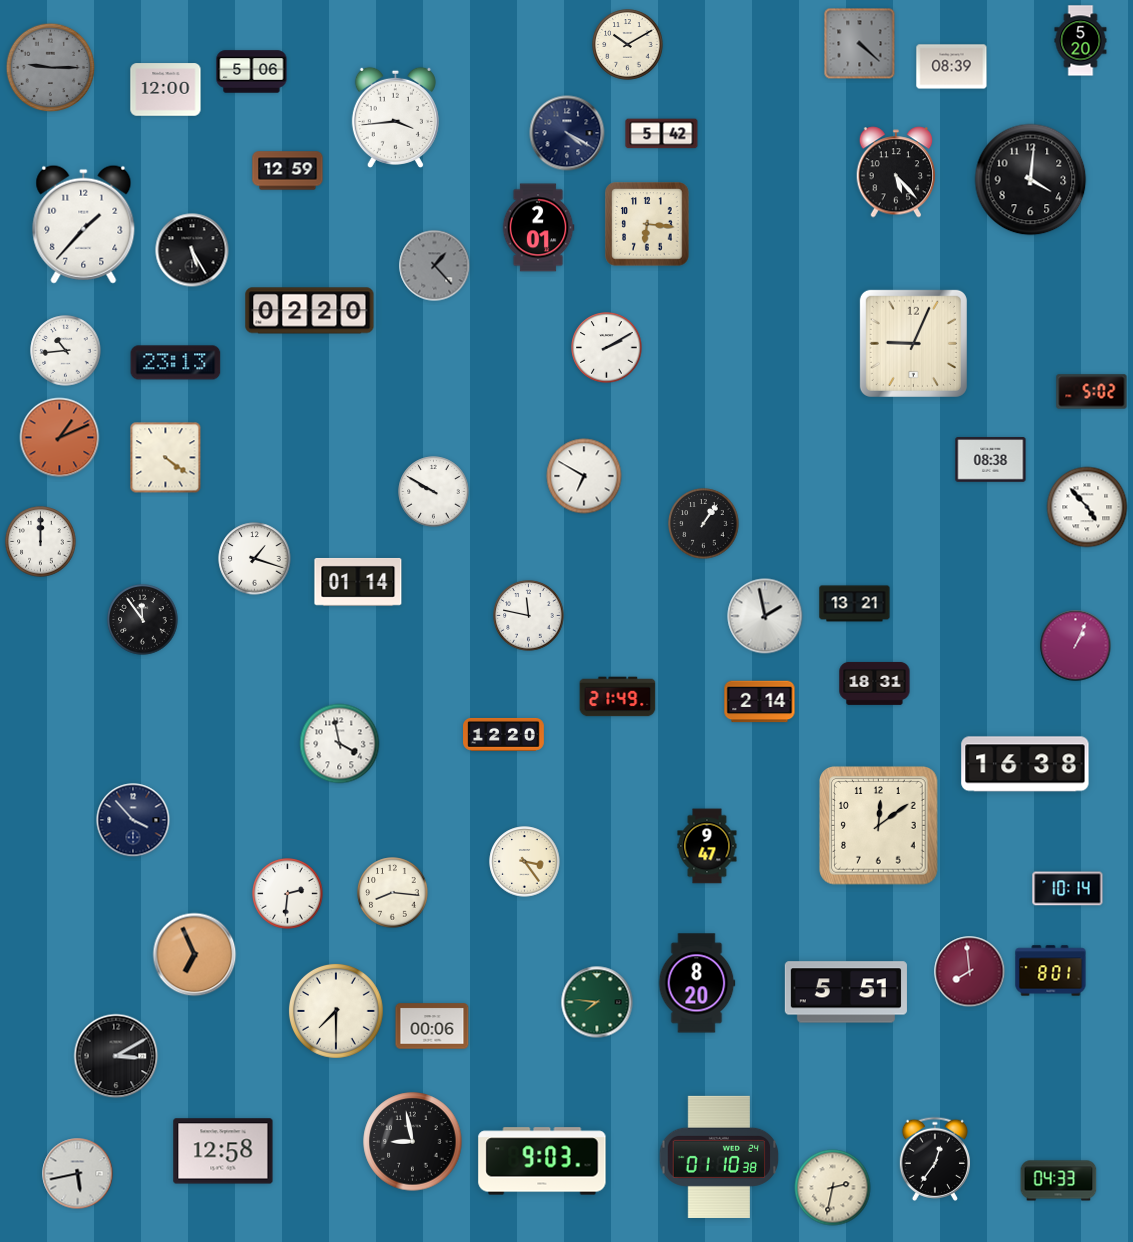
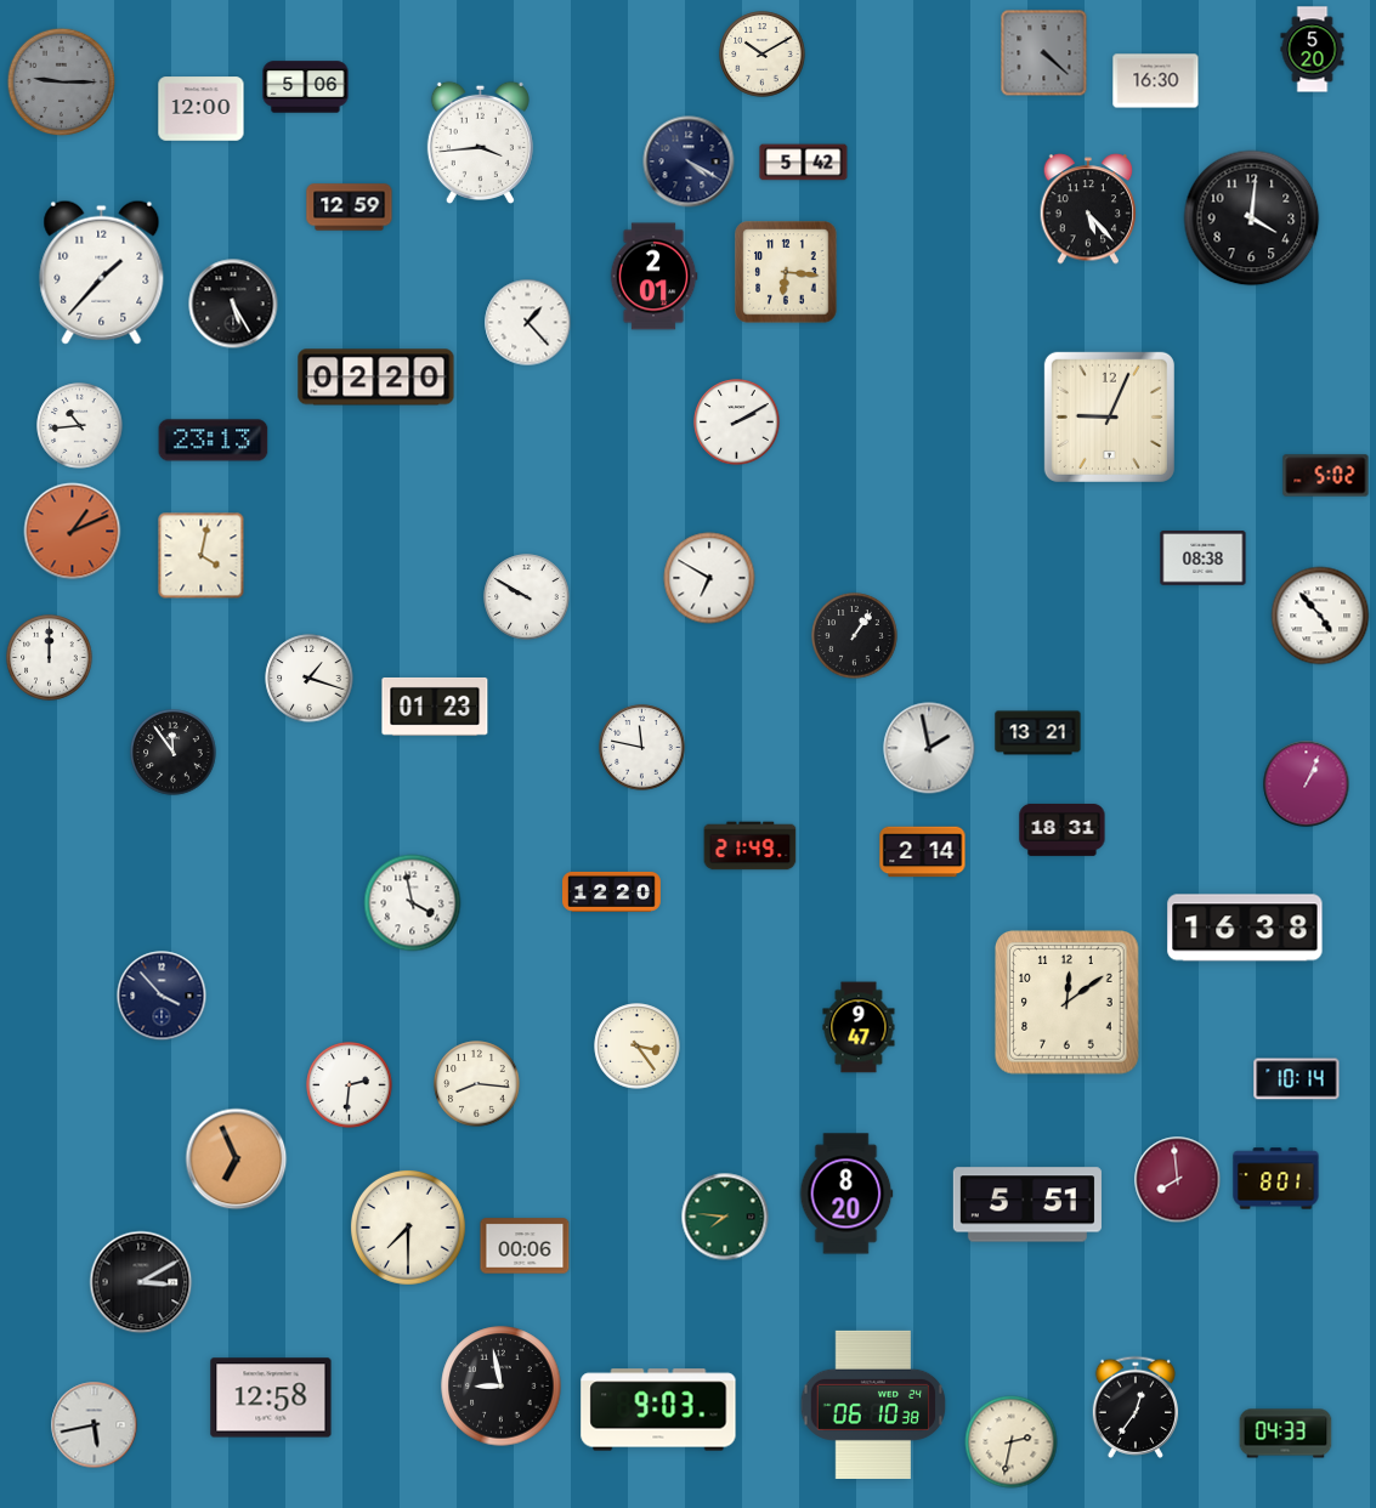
clock at (952, 67): 08:39 -> 16:30
clock at (435, 266) dial: grey -> white
clock at (166, 458): 4:21 -> 4:02
clock at (358, 582): 01:14 -> 01:23
clock at (719, 1157): 01:10 -> 06:10
